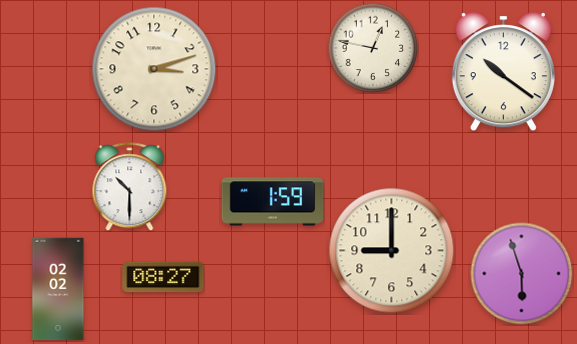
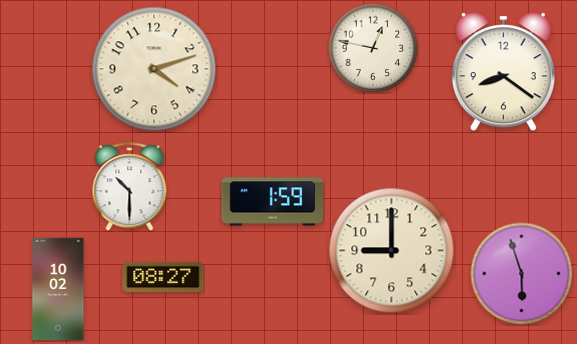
clock at (154, 69): 3:12 -> 4:12
clock at (503, 72): 10:21 -> 8:21
clock at (58, 289): 02:02 -> 10:02
